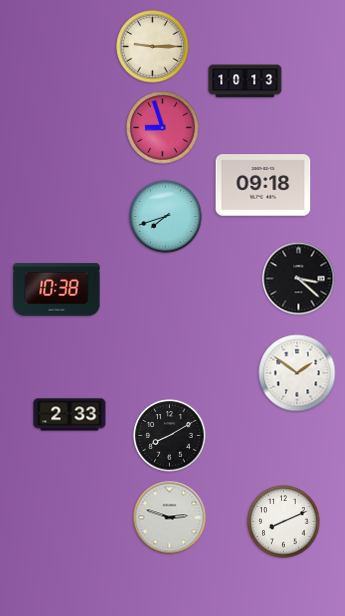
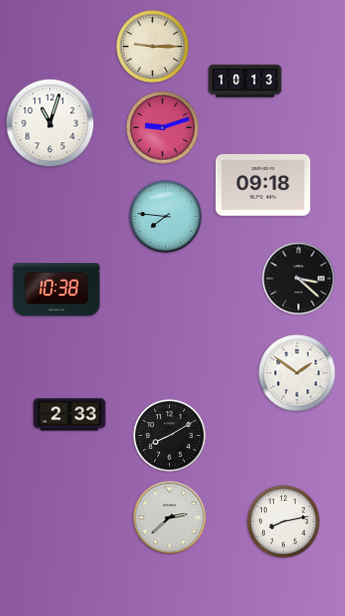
clock at (50, 123): none -> 11:03
clock at (163, 128): 8:57 -> 9:12
clock at (166, 217): 7:42 -> 7:46
clock at (170, 518): 2:48 -> 2:38
clock at (284, 522): 8:11 -> 8:13
